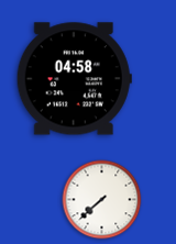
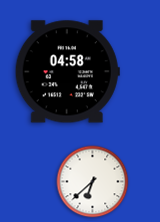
clock at (102, 200): 7:38 -> 6:38
